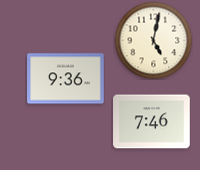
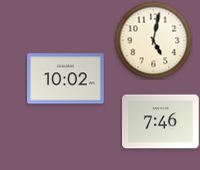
clock at (66, 79): 9:36 -> 10:02
clock at (152, 122) position: (152, 122) -> (161, 122)
